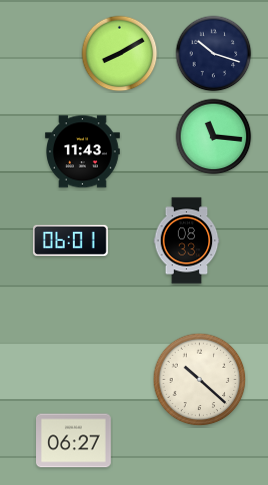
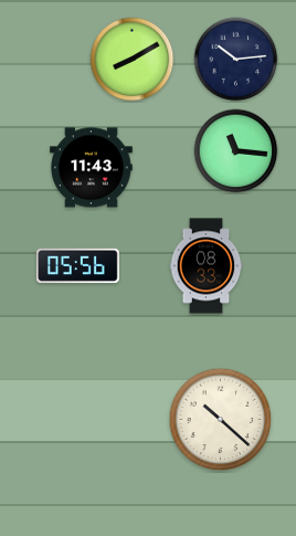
clock at (214, 54): 10:18 -> 10:14
clock at (70, 240): 06:01 -> 05:56
clock at (74, 441): 06:27 -> none
